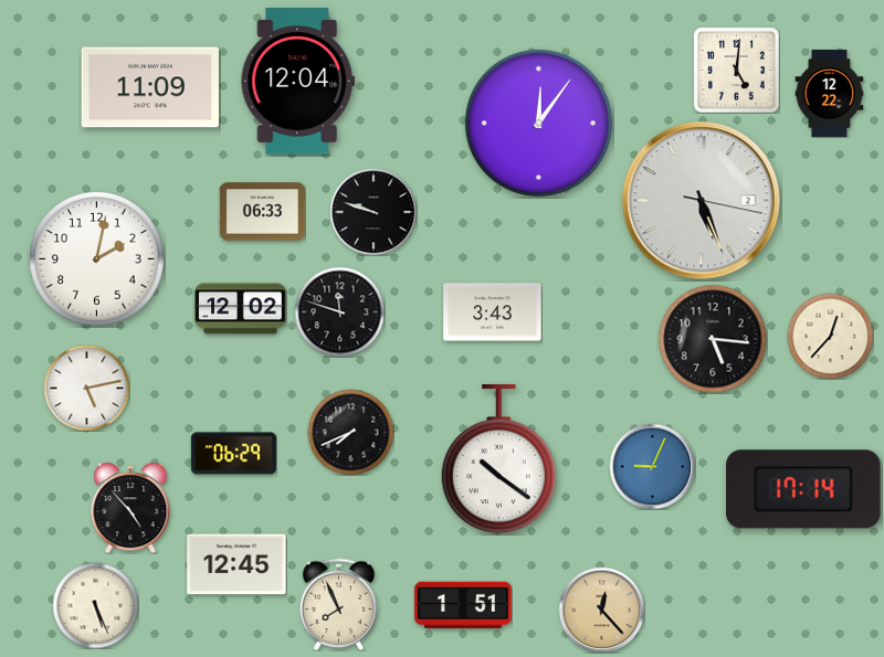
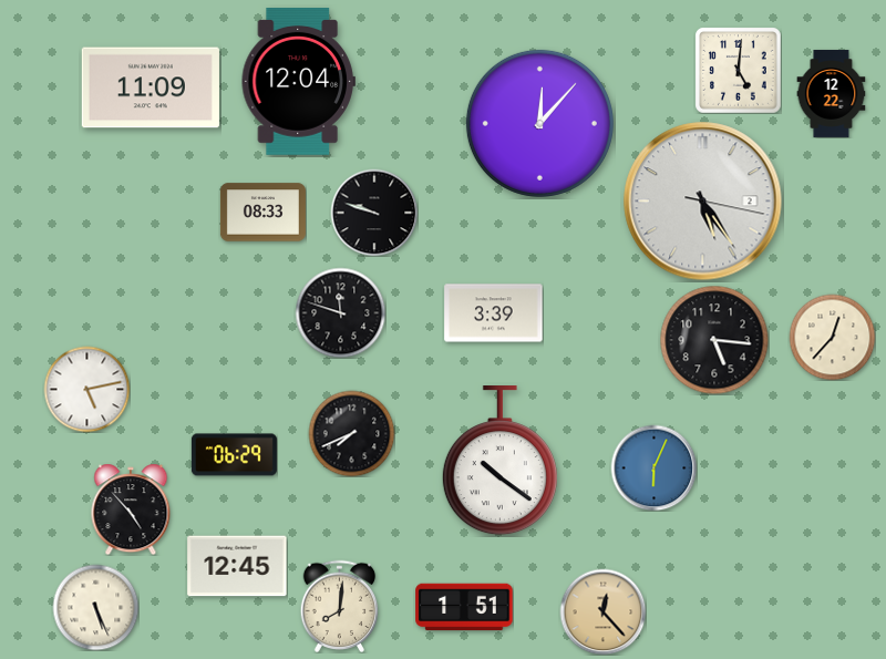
clock at (538, 123): 12:06 -> 12:07
clock at (702, 201): 5:26 -> 5:24
clock at (262, 212): 06:33 -> 08:33
clock at (96, 258): 2:02 -> none
clock at (241, 309): 12:02 -> none
clock at (493, 312): 3:43 -> 3:39
clock at (652, 466): 9:04 -> 6:04
clock at (803, 489): 17:14 -> none
clock at (339, 604): 7:56 -> 8:01
